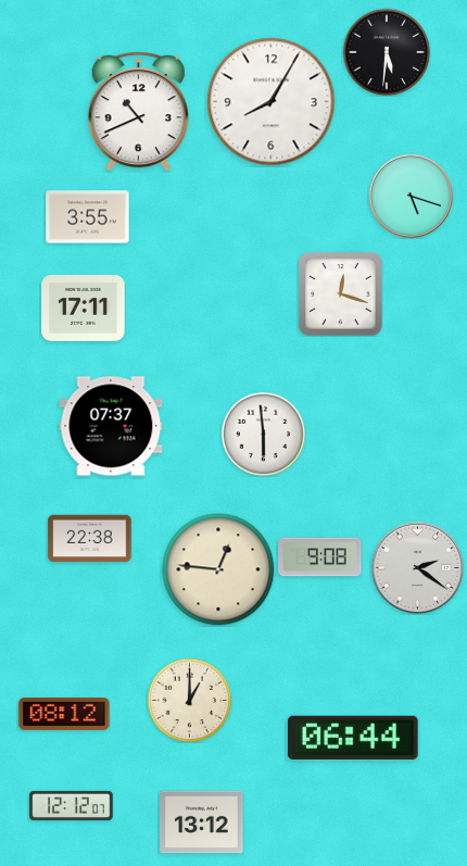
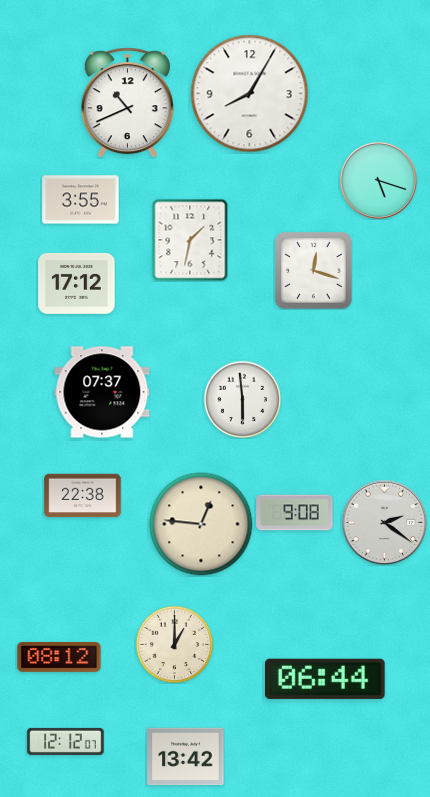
clock at (387, 52): 5:31 -> none
clock at (190, 240): none -> 1:32
clock at (84, 309): 17:11 -> 17:12
clock at (202, 823): 13:12 -> 13:42
